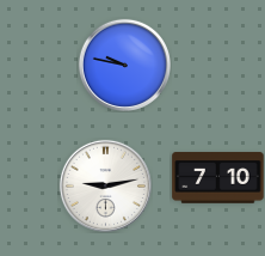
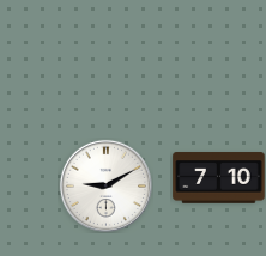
clock at (124, 65): 9:47 -> none
clock at (105, 185): 9:13 -> 9:10
